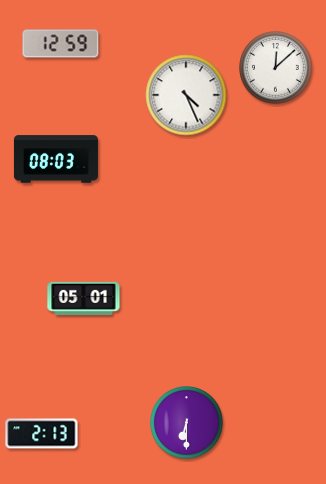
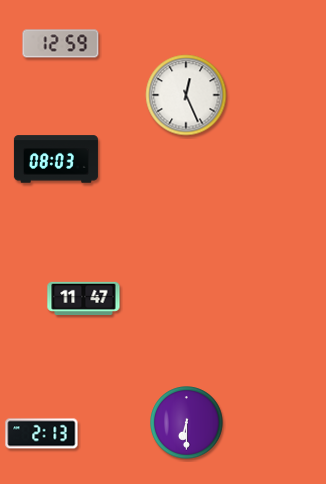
clock at (276, 68): 12:08 -> none
clock at (186, 95): 4:26 -> 12:26
clock at (84, 298): 05:01 -> 11:47
